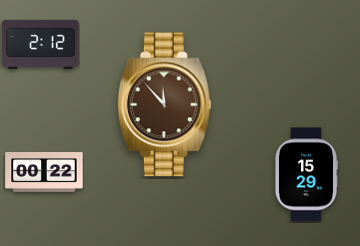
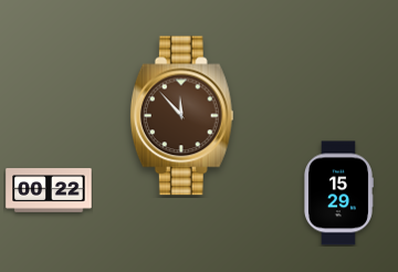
clock at (41, 44): 2:12 -> none
